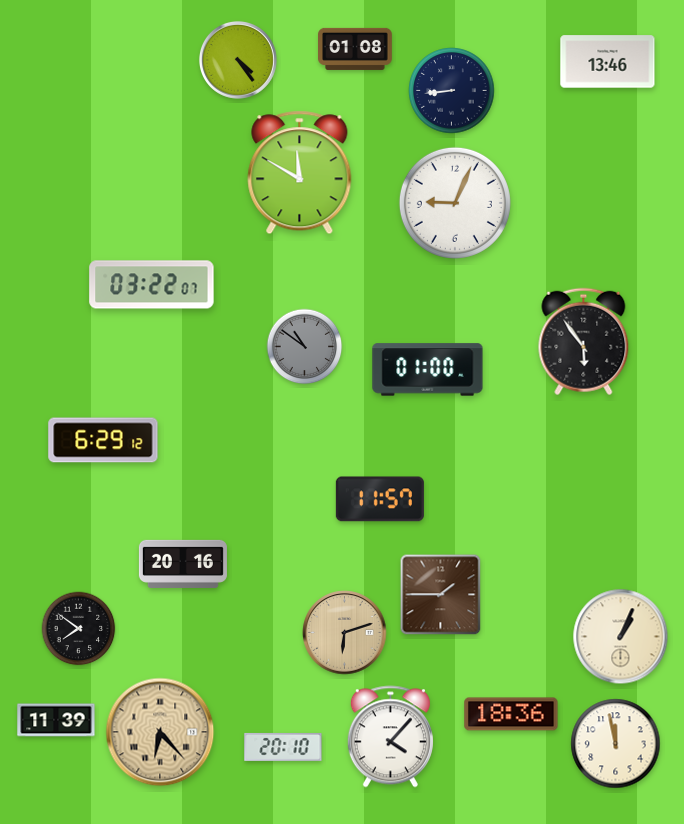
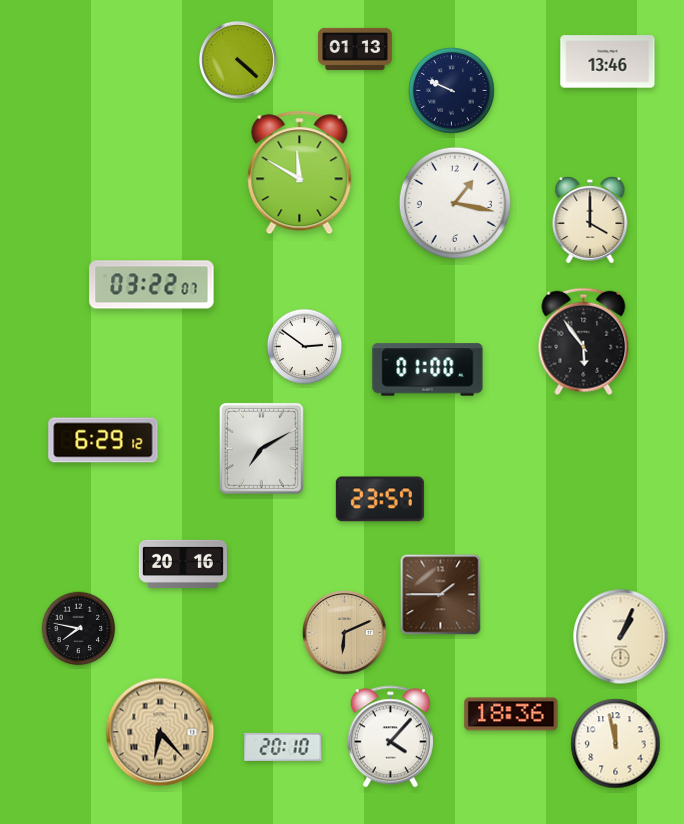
clock at (355, 49): 01:08 -> 01:13
clock at (238, 60): 4:24 -> 4:22
clock at (452, 91): 8:44 -> 9:49
clock at (455, 203): 9:04 -> 1:17
clock at (590, 221): none -> 4:00
clock at (305, 347): 10:51 -> 2:51
clock at (305, 347) dial: grey -> white
clock at (261, 448): none -> 7:10
clock at (380, 499): 11:57 -> 23:57
clock at (79, 629): 7:51 -> 7:47
clock at (345, 633): 6:12 -> 6:11
clock at (56, 720): 11:39 -> none
